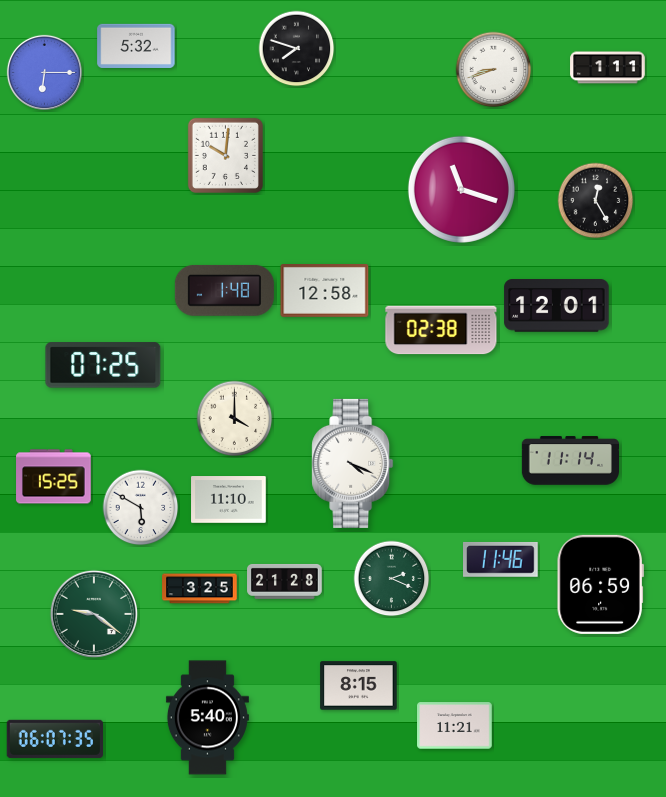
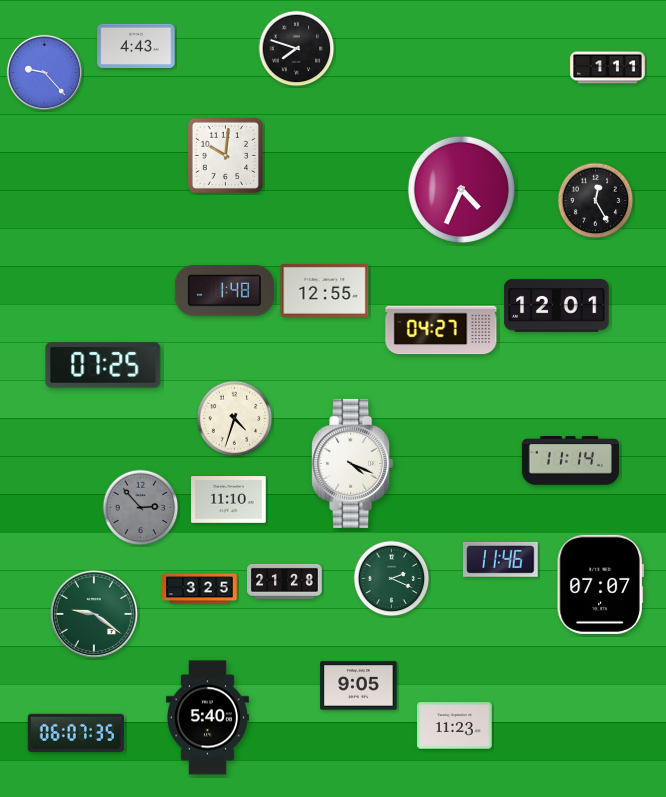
clock at (136, 46): 5:32 -> 4:43
clock at (494, 70): 8:42 -> none
clock at (44, 72): 6:15 -> 9:23
clock at (461, 189): 11:18 -> 4:34
clock at (325, 291): 12:58 -> 12:55
clock at (441, 330): 02:38 -> 04:27
clock at (235, 419): 4:00 -> 4:33
clock at (54, 477): 15:25 -> none
clock at (141, 508): 5:50 -> 2:53
clock at (141, 508) dial: white -> grey
clock at (600, 584): 06:59 -> 07:07
clock at (359, 686): 8:15 -> 9:05
clock at (455, 726): 11:21 -> 11:23
clock at (54, 739) position: (54, 739) -> (75, 733)
